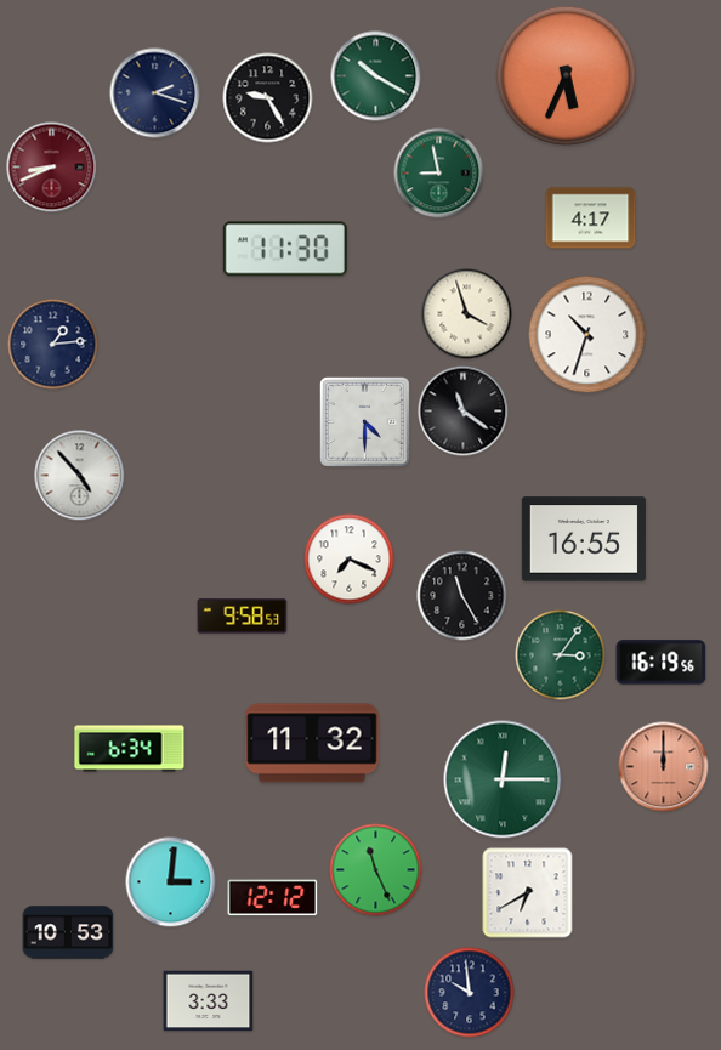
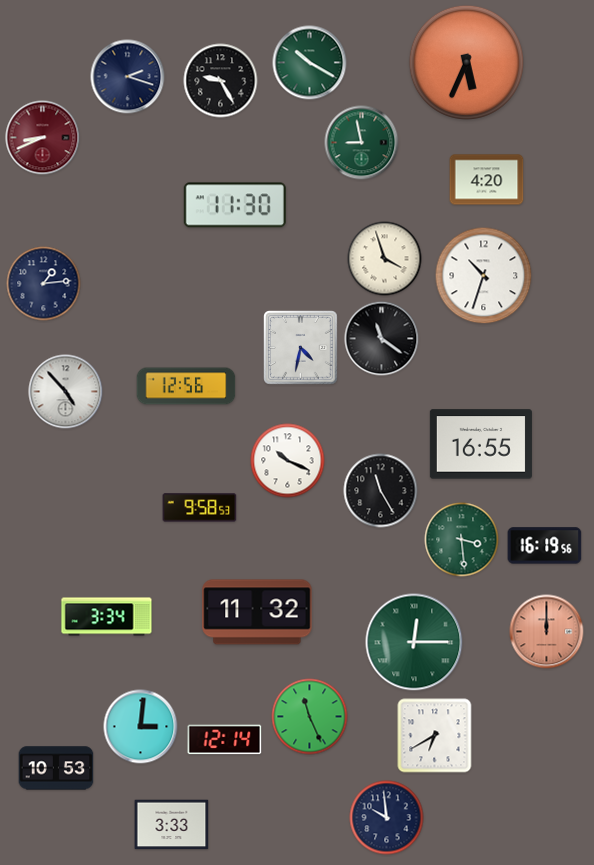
clock at (591, 218): 4:17 -> 4:20
clock at (365, 422): 4:30 -> 4:32
clock at (186, 386): none -> 12:56
clock at (350, 560): 7:19 -> 10:19
clock at (561, 655): 3:06 -> 3:29
clock at (130, 749): 6:34 -> 3:34
clock at (273, 898): 12:12 -> 12:14
